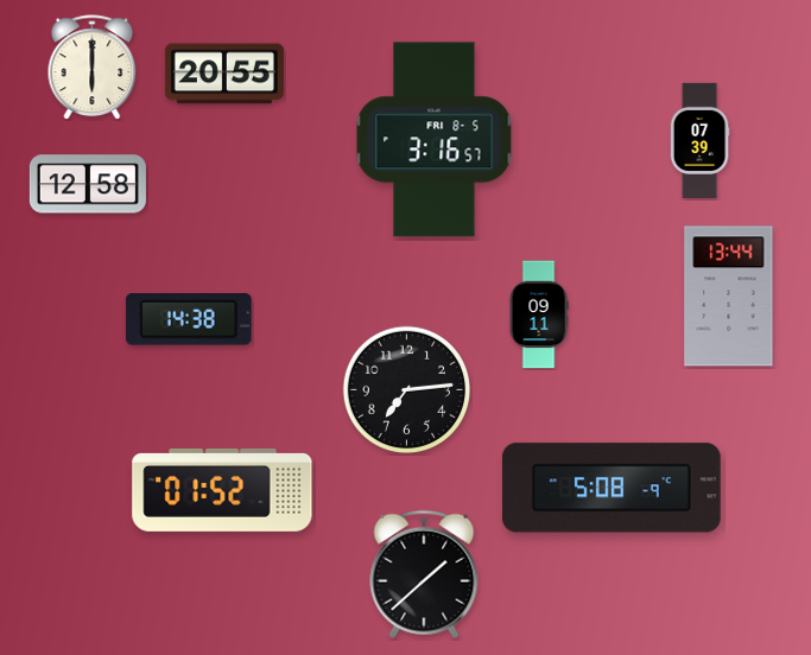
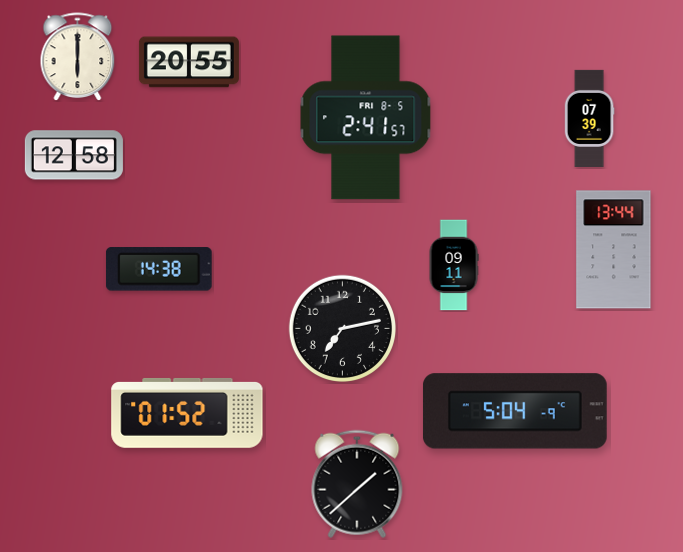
clock at (435, 140): 3:16 -> 2:41
clock at (406, 389): 7:14 -> 7:13
clock at (612, 488): 5:08 -> 5:04
